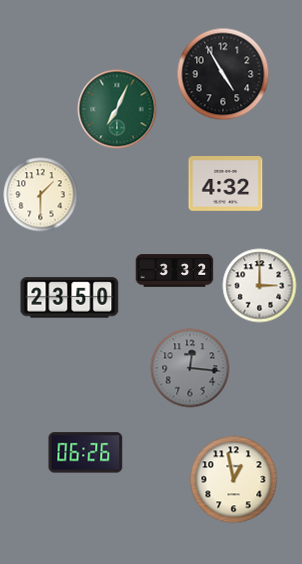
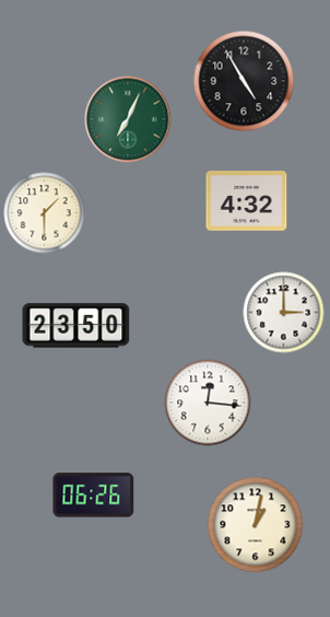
clock at (175, 271): 3:32 -> none
clock at (190, 368) dial: grey -> white
clock at (234, 480): 12:58 -> 1:02
